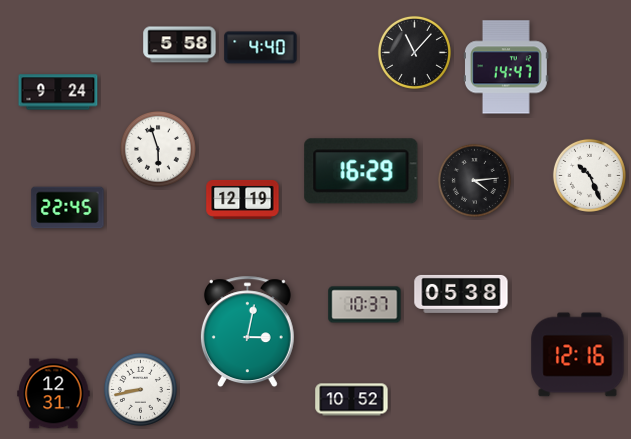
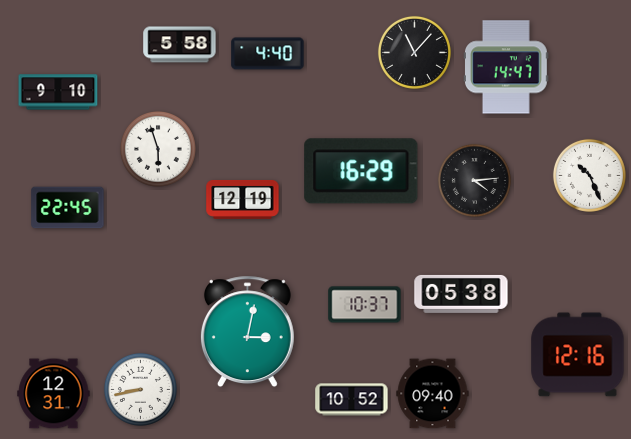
clock at (261, 48) position: (261, 48) -> (268, 54)
clock at (58, 92): 9:24 -> 9:10
clock at (433, 394): none -> 09:40
